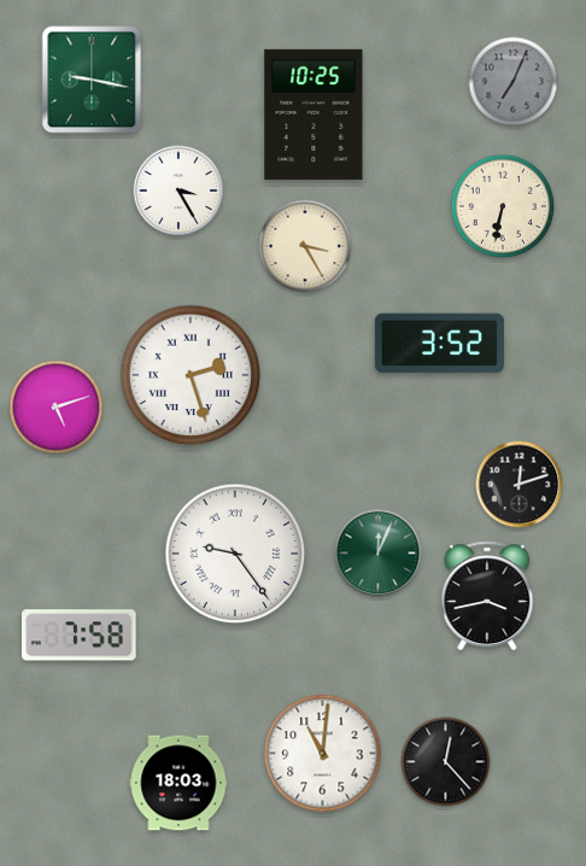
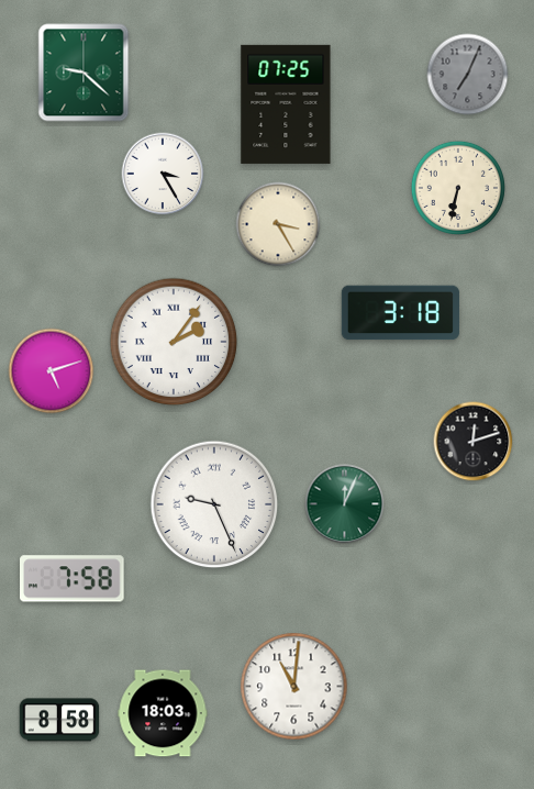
clock at (92, 80): 9:17 -> 9:22
clock at (313, 115): 10:25 -> 07:25
clock at (439, 344): 3:52 -> 3:18
clock at (191, 375): 2:27 -> 2:06
clock at (235, 554): 9:24 -> 9:26
clock at (487, 596): 3:43 -> none
clock at (446, 762): 12:23 -> none
clock at (59, 720): none -> 8:58
